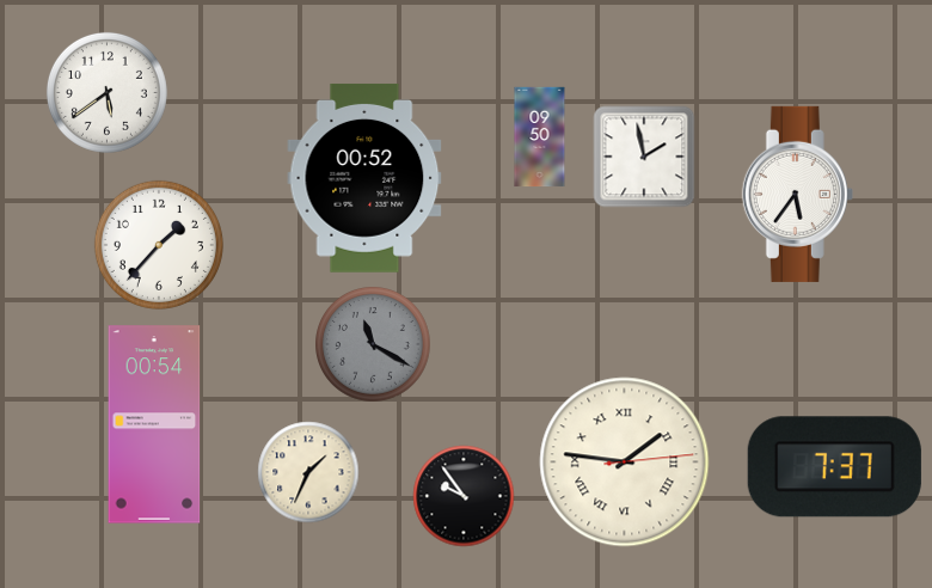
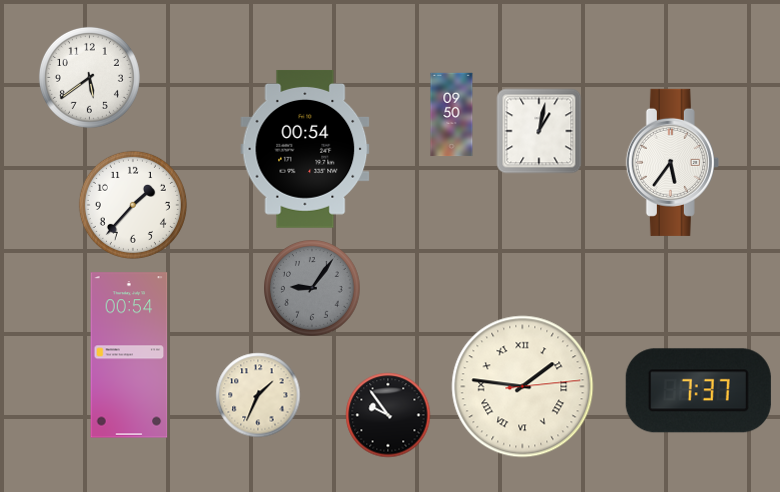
clock at (644, 157): 1:58 -> 1:02
clock at (364, 178): 00:52 -> 00:54
clock at (797, 194) position: (797, 194) -> (672, 162)
clock at (373, 344): 11:20 -> 9:06
